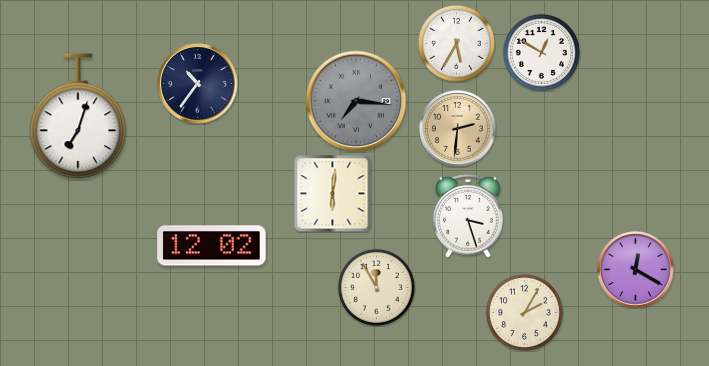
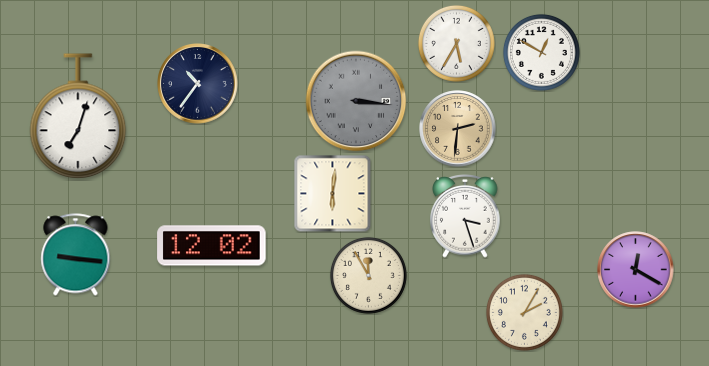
clock at (356, 101): 7:16 -> 3:16
clock at (468, 217) position: (468, 217) -> (465, 217)
clock at (76, 255): none -> 9:16
clock at (376, 287) position: (376, 287) -> (368, 275)
